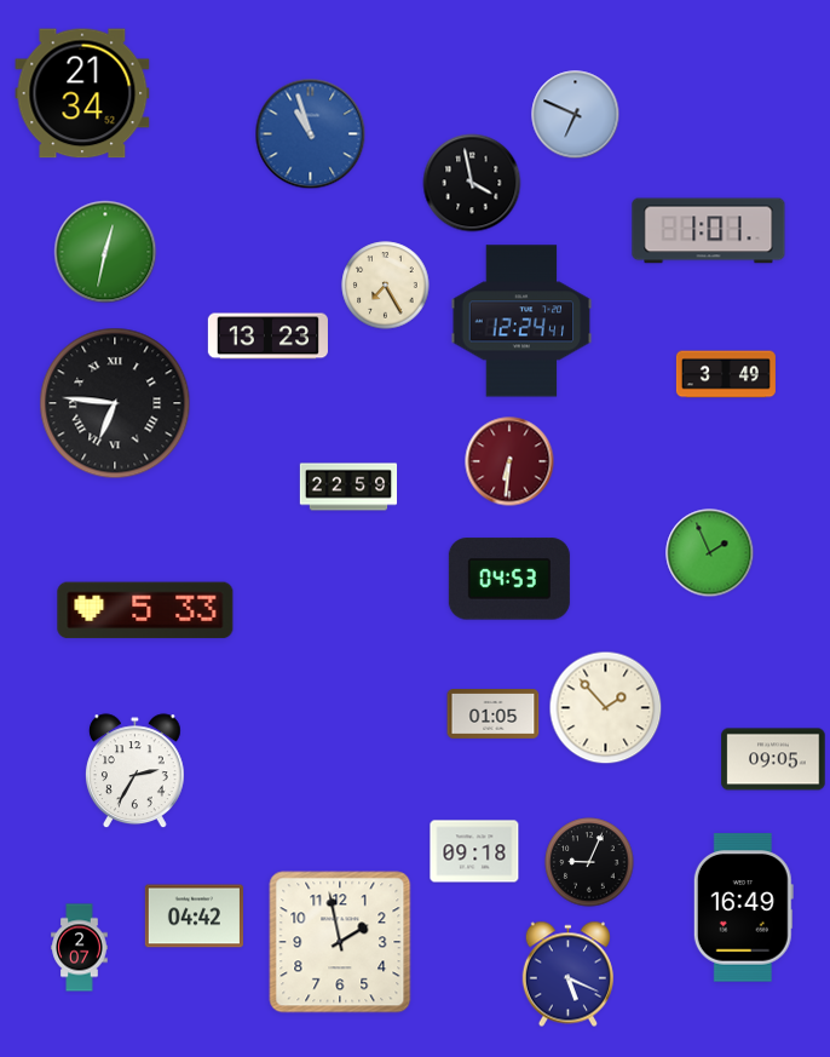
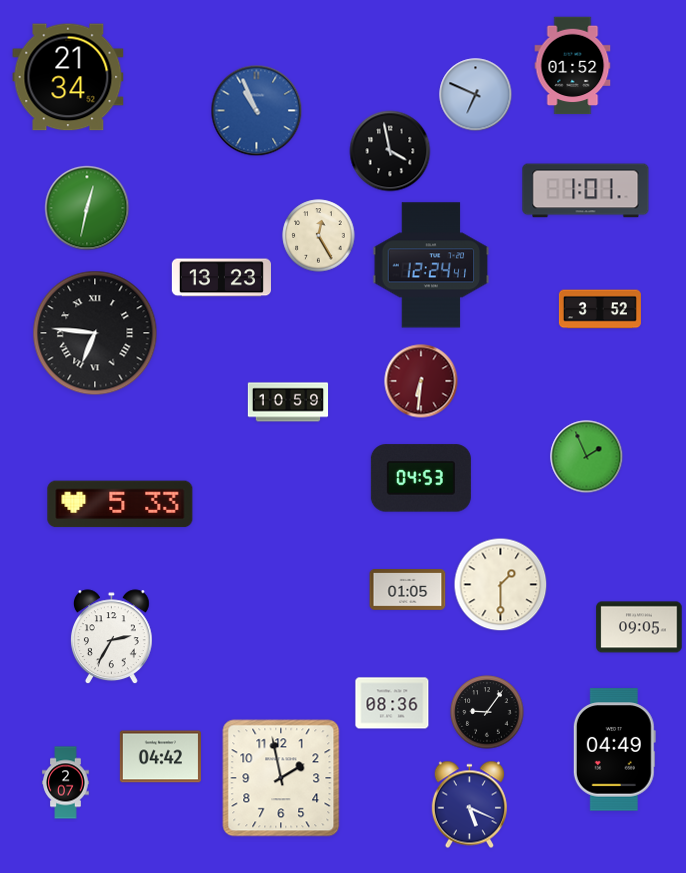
clock at (573, 66): none -> 01:52
clock at (311, 134): 10:57 -> 10:56
clock at (386, 286): 7:25 -> 12:25
clock at (726, 374): 3:49 -> 3:52
clock at (348, 487): 22:59 -> 10:59
clock at (606, 708): 1:53 -> 1:30
clock at (474, 851): 09:18 -> 08:36
clock at (589, 862): 9:04 -> 9:06
clock at (743, 908): 16:49 -> 04:49
